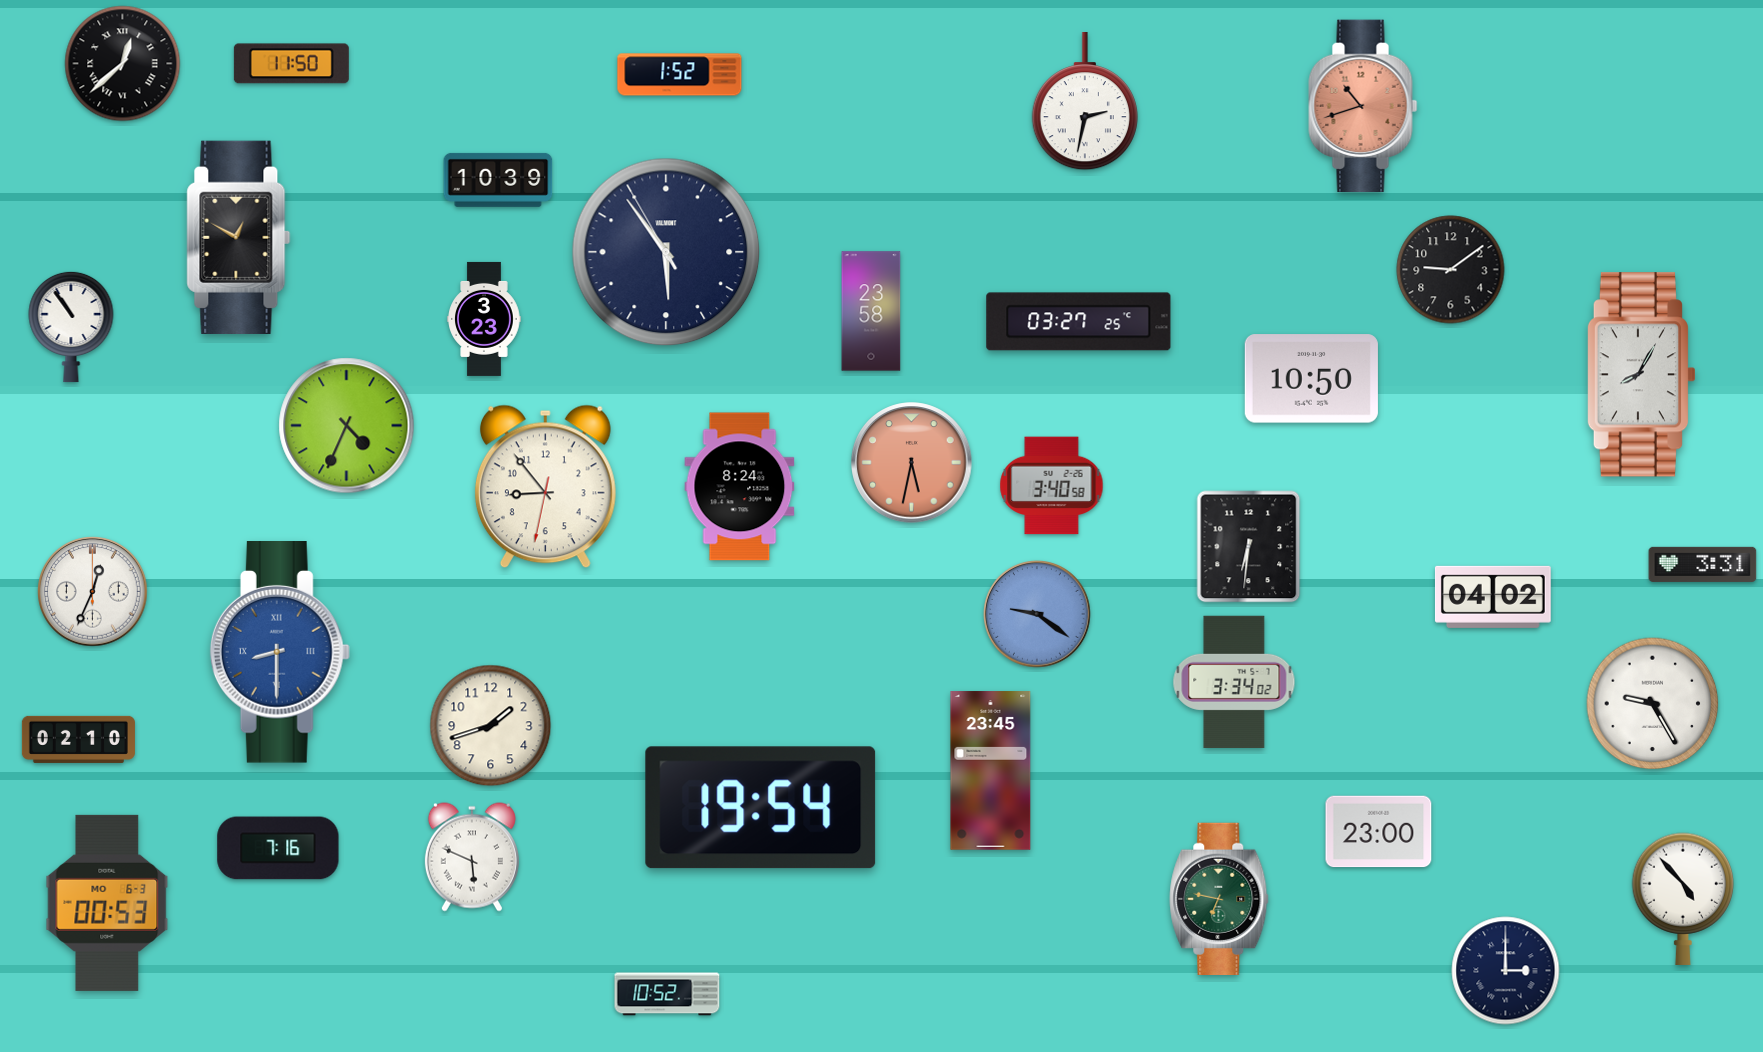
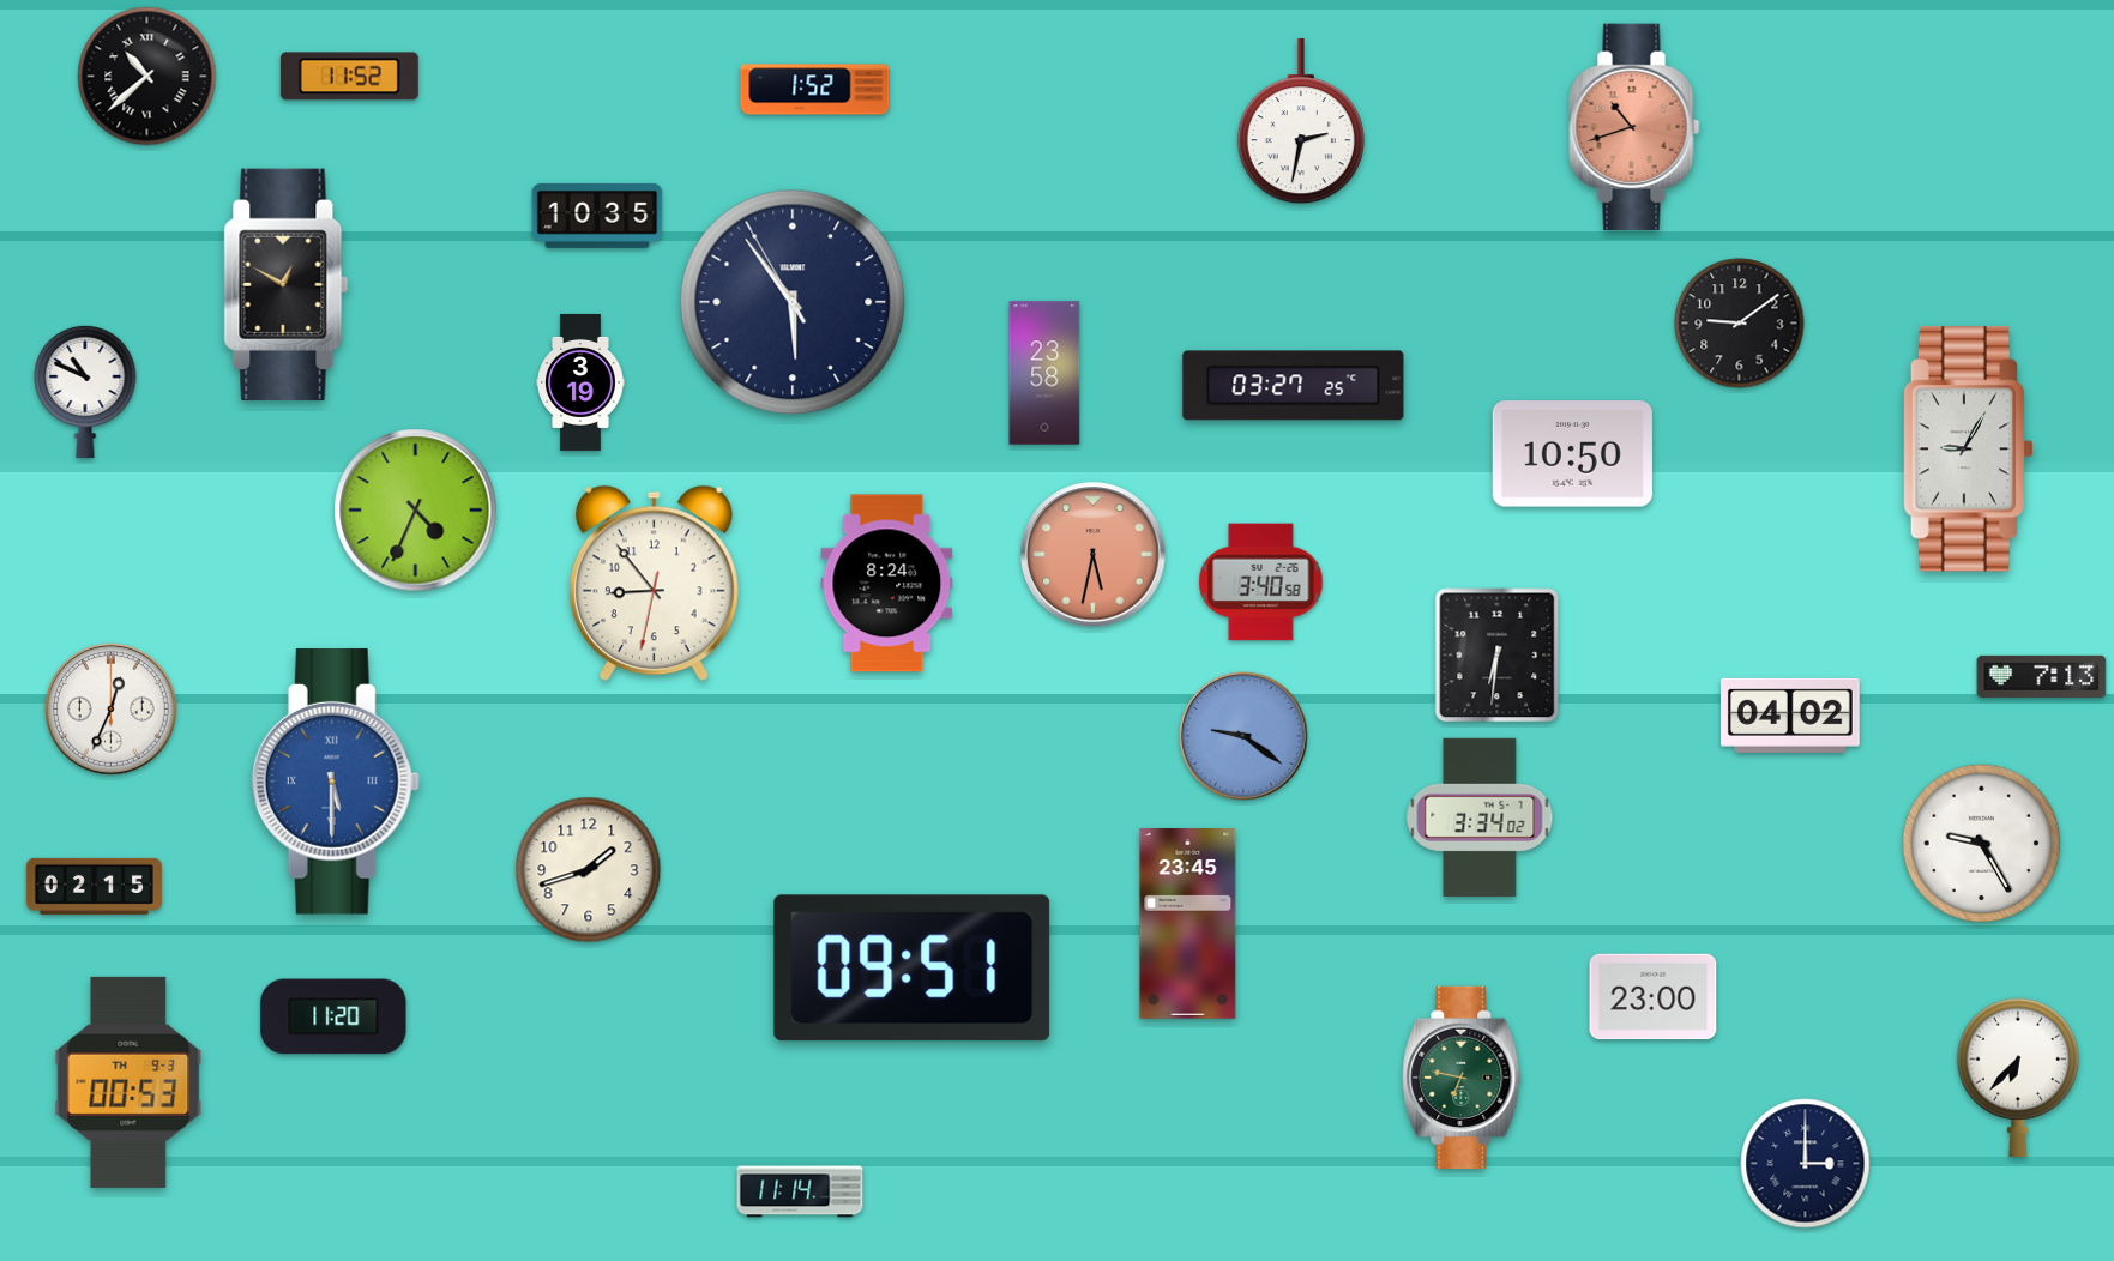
clock at (123, 64): 12:38 -> 10:38
clock at (291, 64): 11:50 -> 11:52
clock at (498, 180): 10:39 -> 10:35
clock at (666, 252) position: (666, 252) -> (793, 302)
clock at (484, 319): 3:23 -> 3:19
clock at (71, 327): 10:54 -> 10:49
clock at (1641, 375): 8:05 -> 9:05
clock at (1703, 564): 3:31 -> 7:13
clock at (280, 653): 8:30 -> 5:30
clock at (78, 739): 02:10 -> 02:15
clock at (761, 808): 19:54 -> 09:51
clock at (278, 848): 7:16 -> 11:20
clock at (472, 857): 5:49 -> none
clock at (1683, 899): 4:53 -> 6:37
clock at (107, 903) date: MO 6-3 -> TH 9-3
clock at (667, 994): 10:52 -> 11:14
